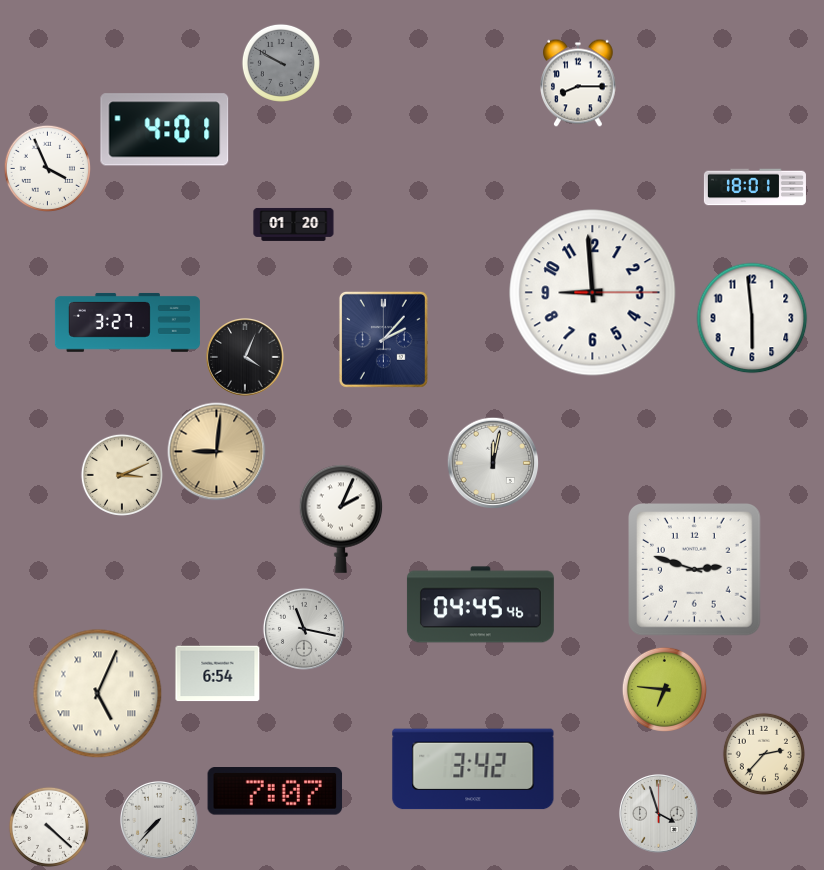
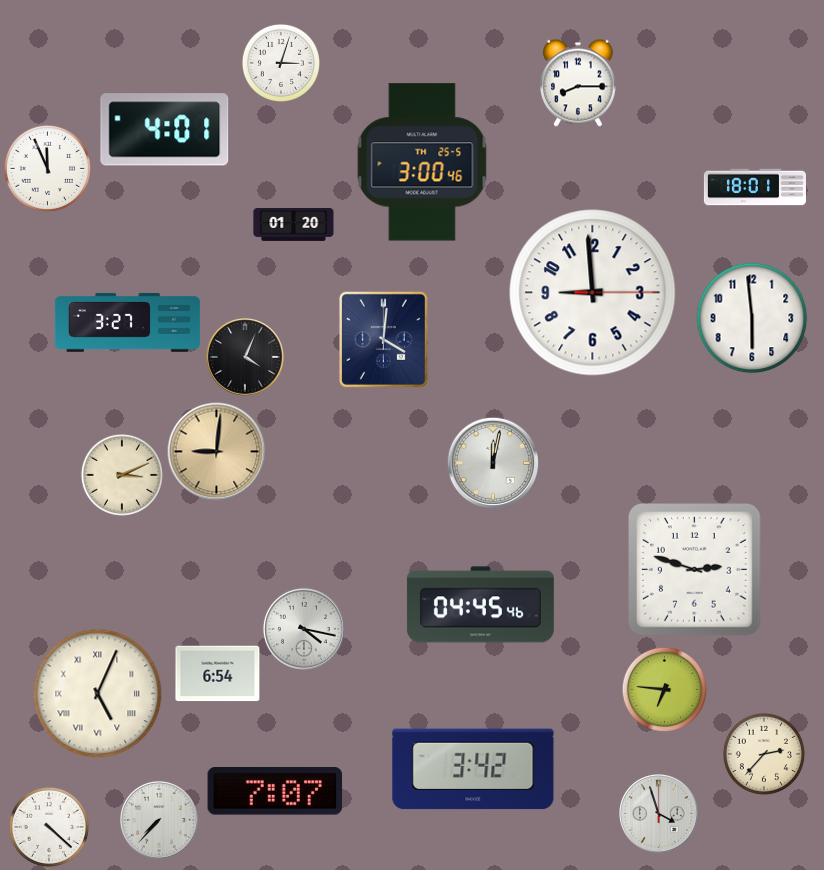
clock at (281, 63): 9:50 -> 3:03
clock at (281, 63) dial: grey -> white
clock at (422, 162): none -> 3:00
clock at (47, 168): 3:56 -> 11:56
clock at (383, 339): 2:07 -> 4:01
clock at (341, 519): 2:04 -> none
clock at (304, 629): 11:17 -> 4:17
